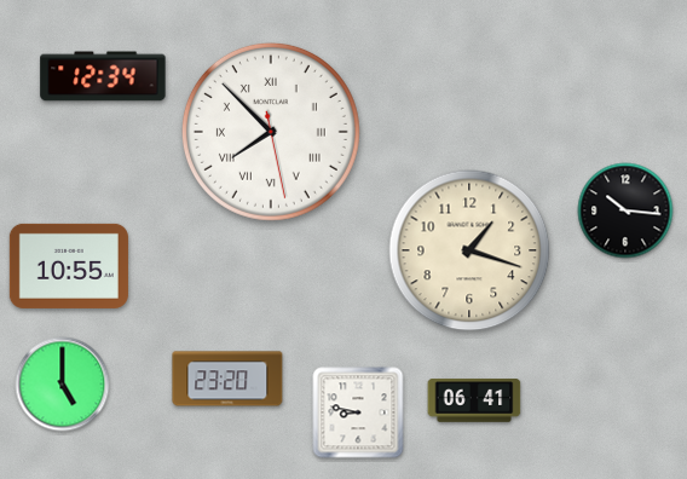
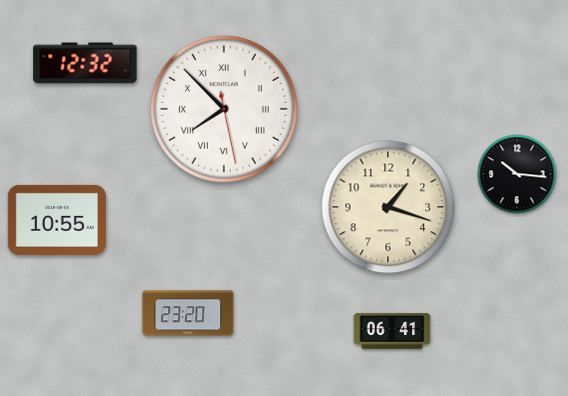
clock at (103, 76): 12:34 -> 12:32
clock at (63, 385): 5:00 -> none
clock at (358, 412): 8:47 -> none
